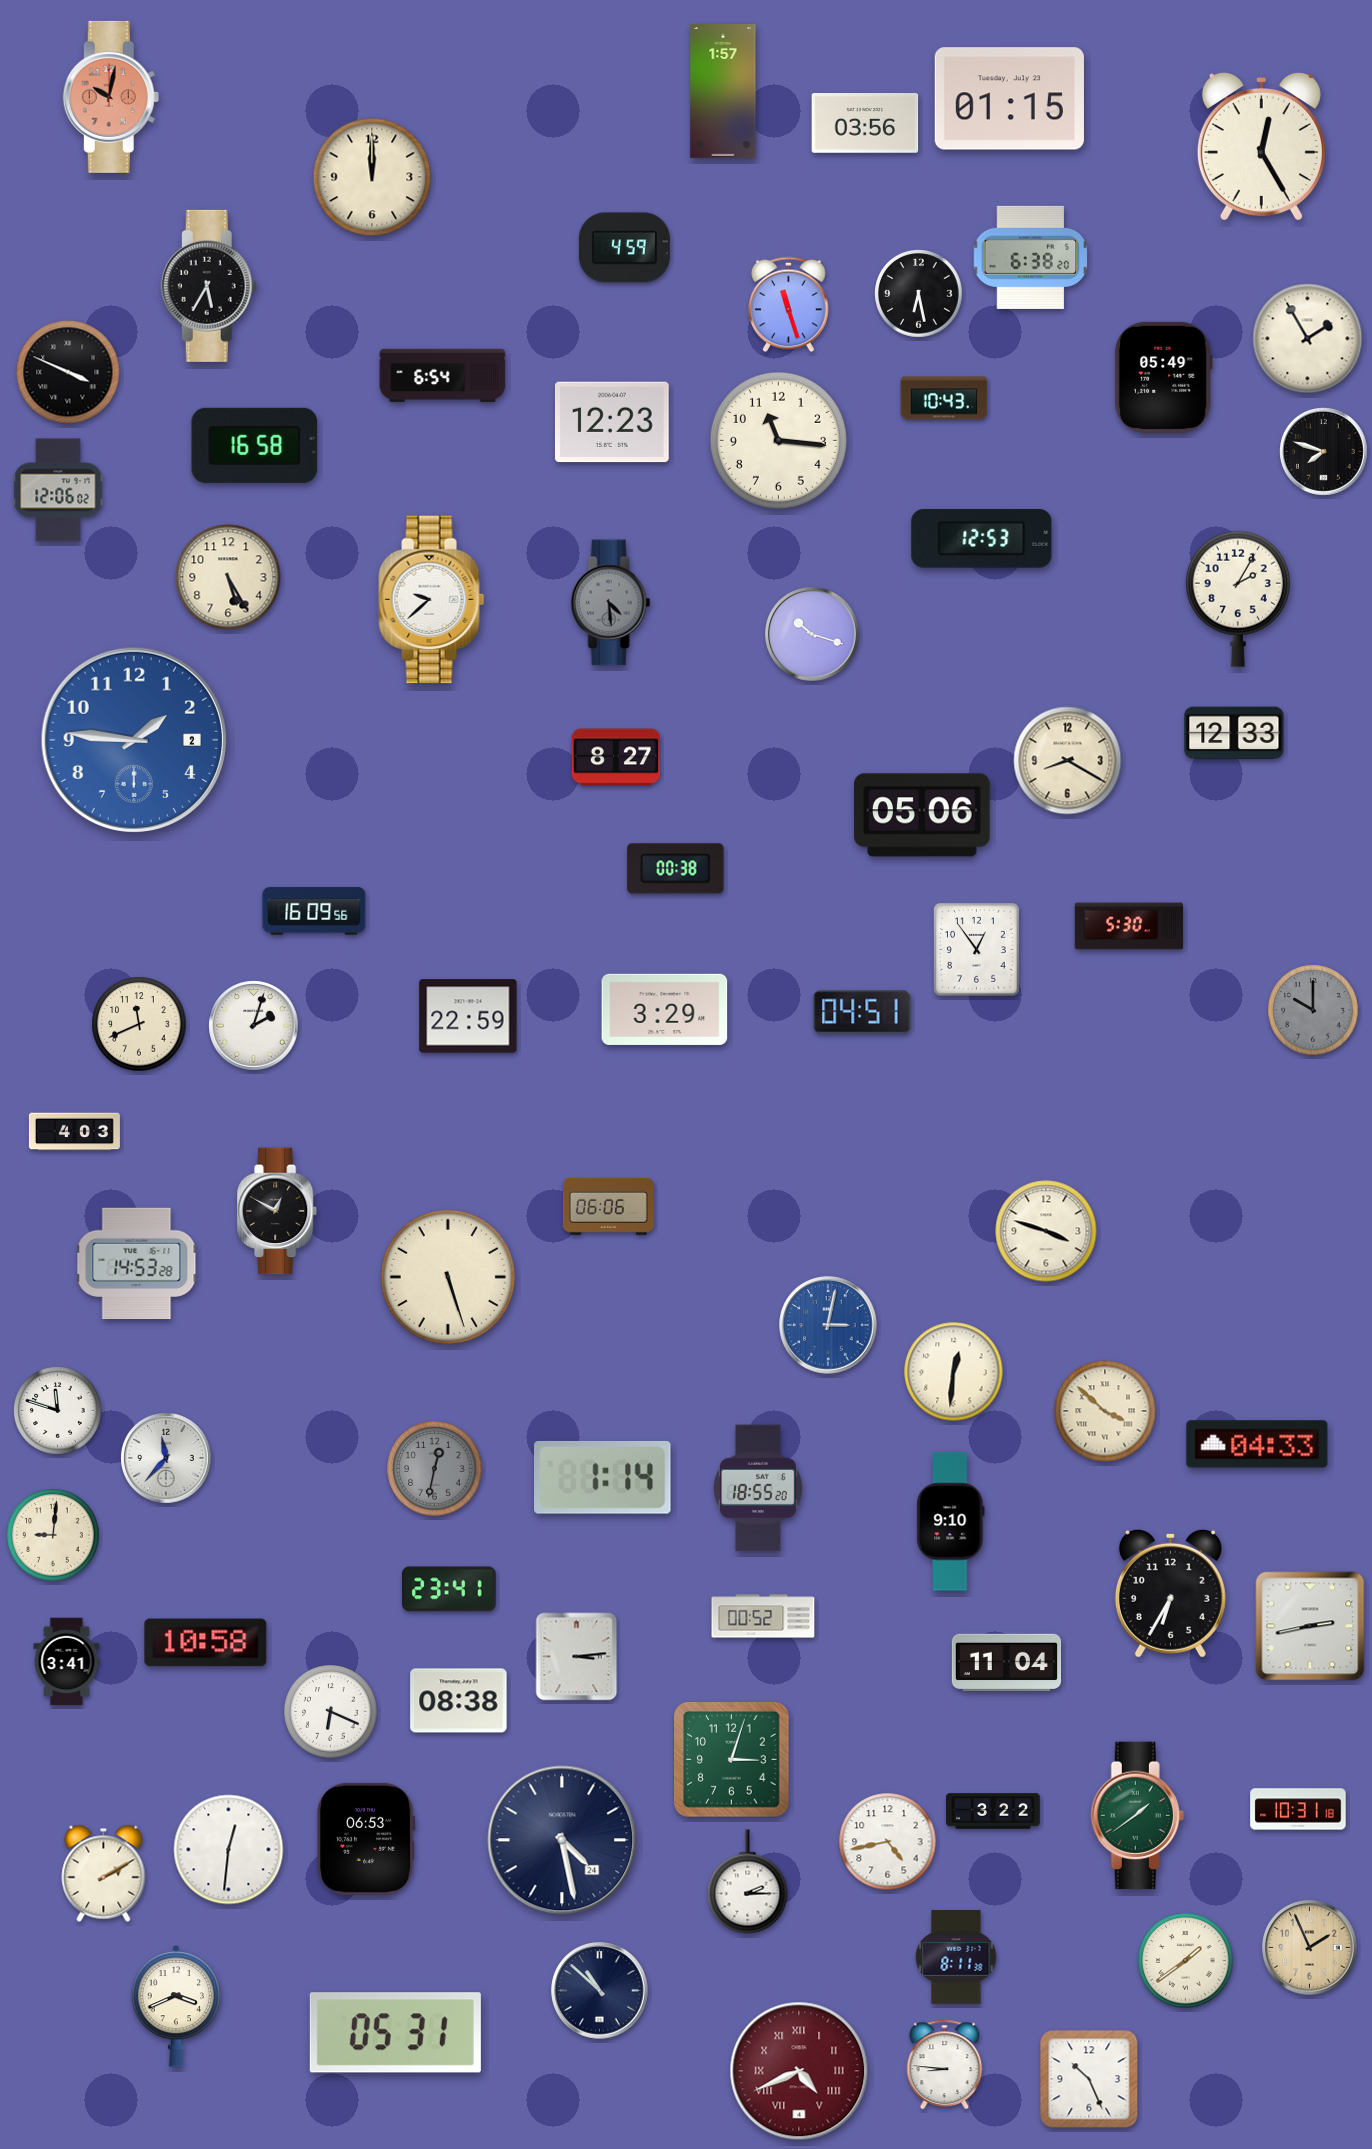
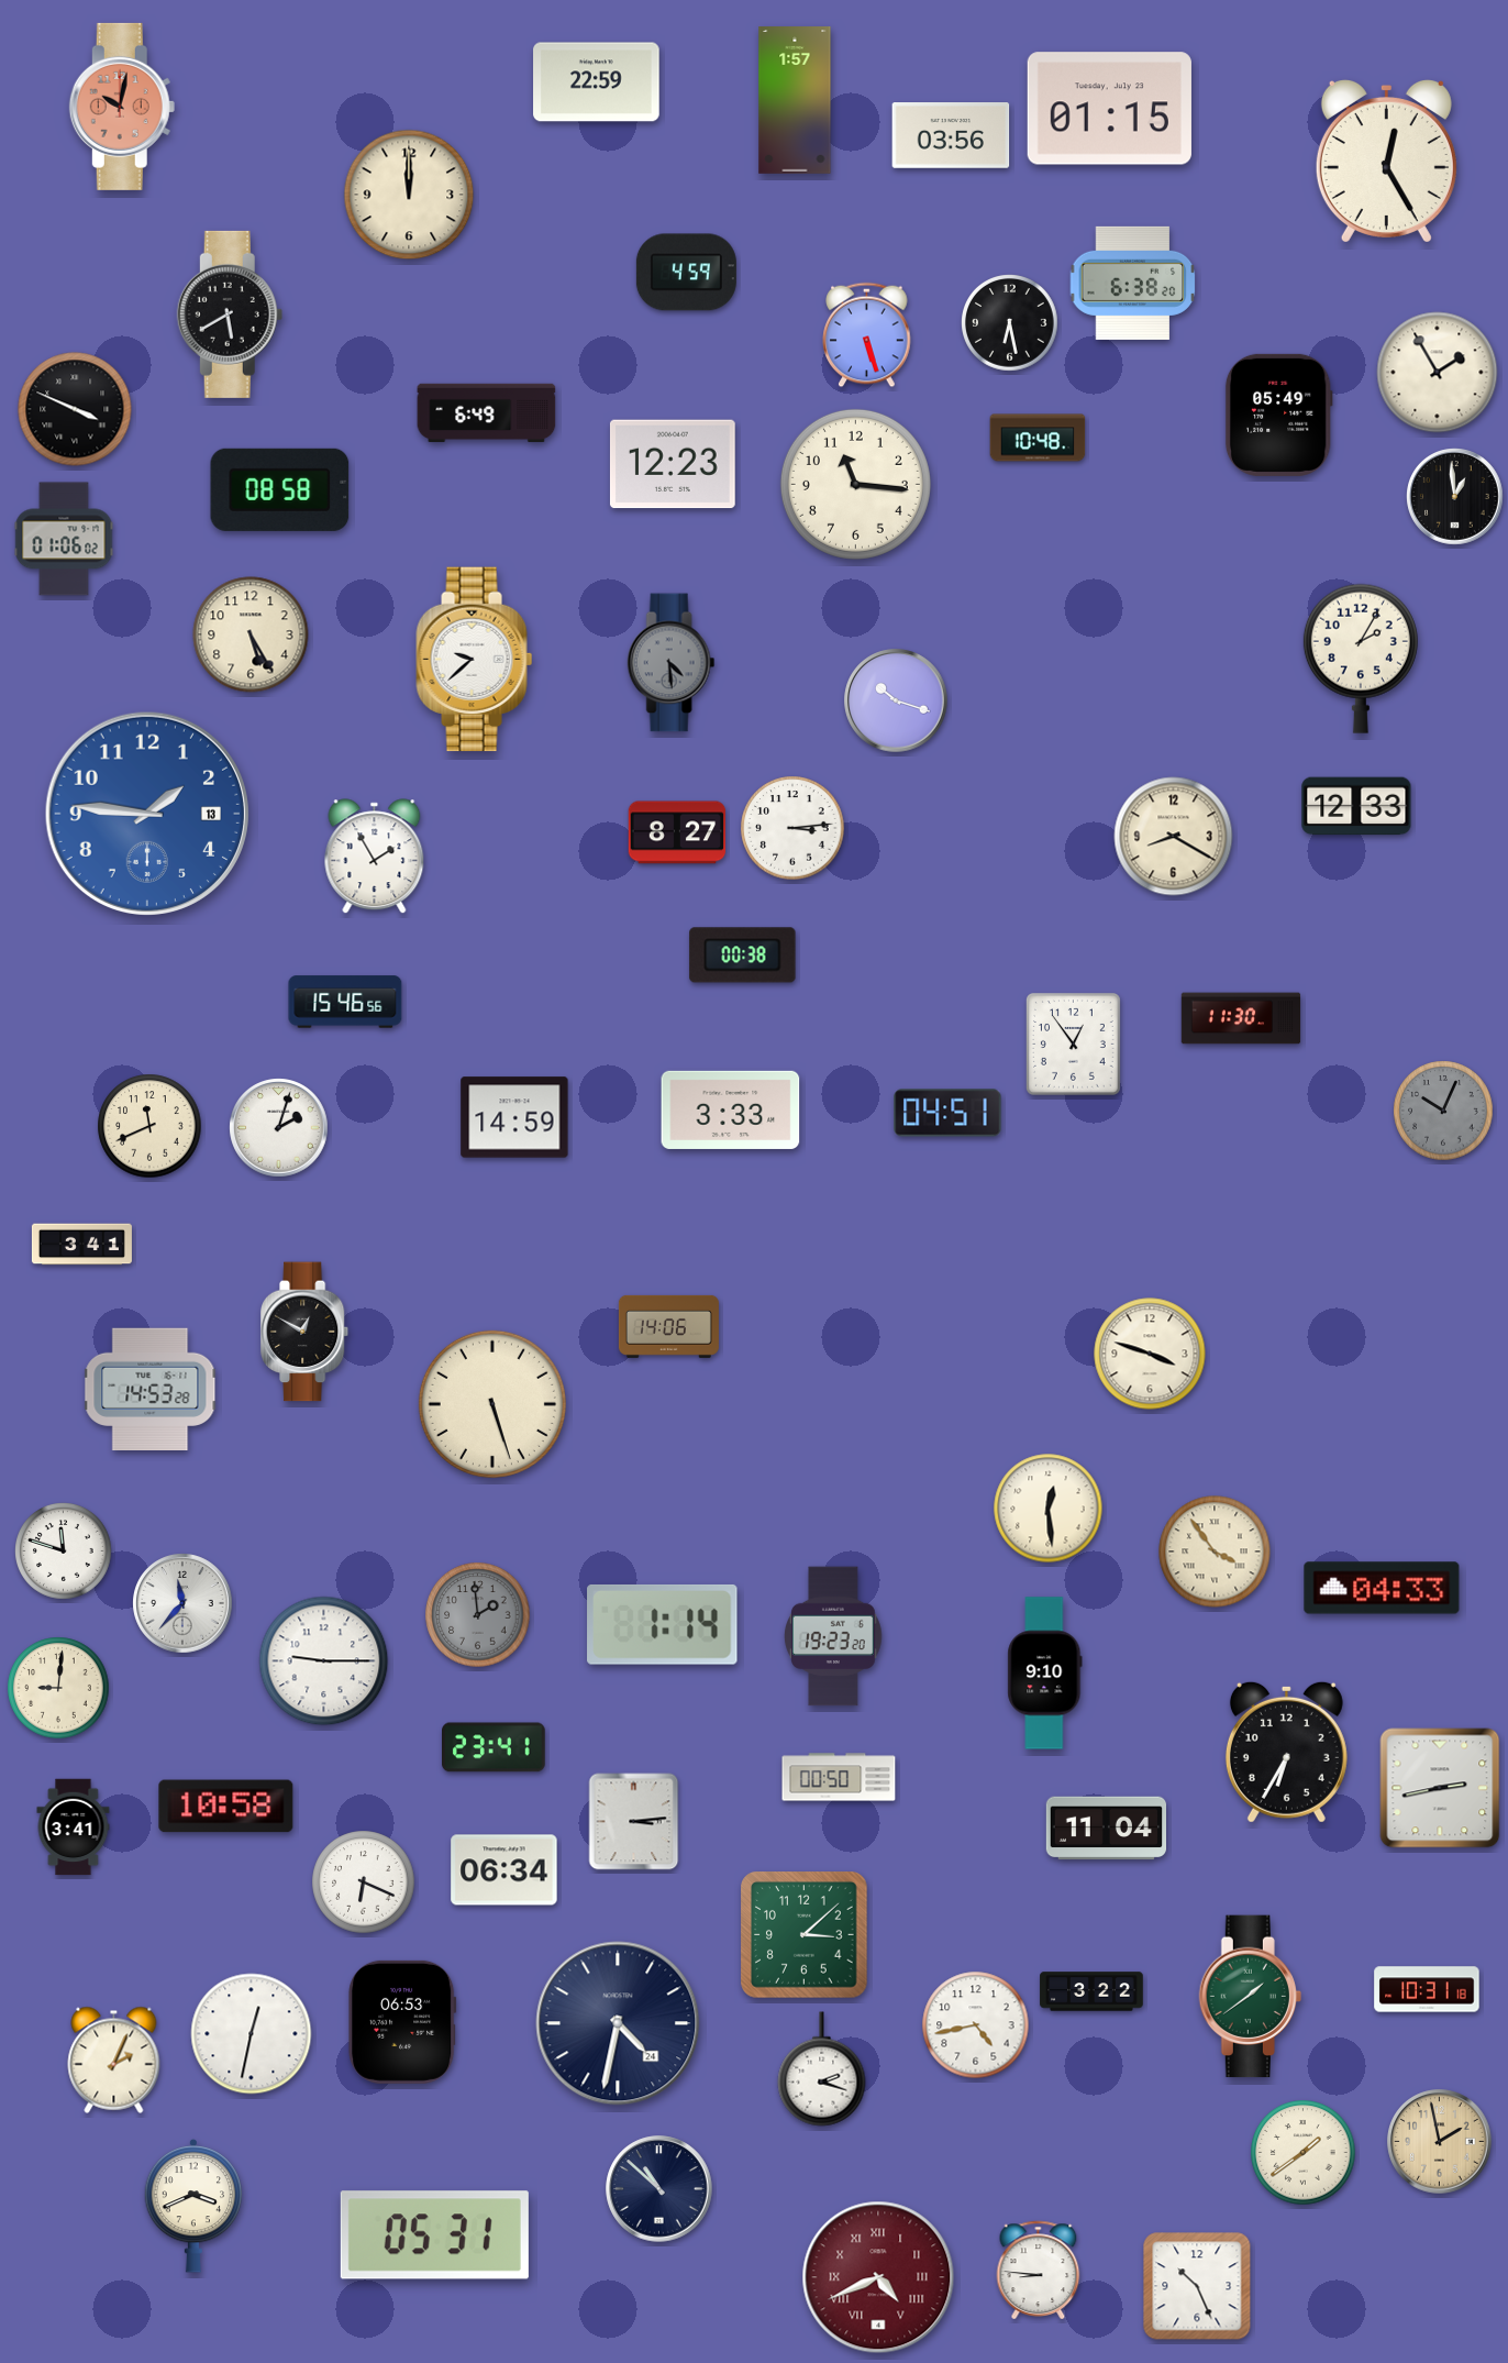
clock at (597, 82): none -> 22:59
clock at (209, 286): 5:35 -> 5:40
clock at (789, 305): 11:27 -> 5:27
clock at (443, 376): 6:54 -> 6:49
clock at (944, 398): 10:43 -> 10:48
clock at (255, 445): 16:58 -> 08:58
clock at (1324, 452): 7:48 -> 12:59
clock at (58, 490): 12:06 -> 01:06
clock at (982, 539): 12:53 -> none
clock at (812, 634) position: (812, 634) -> (896, 700)
clock at (134, 740) date: 2 -> 13
clock at (792, 828): none -> 3:14
clock at (375, 857): none -> 1:55
clock at (922, 815): 05:06 -> none
clock at (314, 911): 16:09 -> 15:46
clock at (1129, 926): 5:30 -> 11:30
clock at (665, 1009): 3:29 -> 3:33
clock at (1313, 1010): 10:00 -> 10:04
clock at (468, 1016): 22:59 -> 14:59
clock at (139, 1024) position: (139, 1024) -> (149, 1126)
clock at (74, 1132): 4:03 -> 3:41
clock at (608, 1206): 06:06 -> 14:06
clock at (828, 1325): 3:02 -> none
clock at (954, 1372): 12:31 -> 12:29
clock at (1105, 1411): 3:52 -> 3:54
clock at (435, 1469): 12:32 -> 1:59
clock at (759, 1488): 18:55 -> 19:23
clock at (324, 1661): none -> 9:15
clock at (763, 1616): 00:52 -> 00:50
clock at (459, 1701): 08:38 -> 06:34
clock at (732, 1760): 3:03 -> 3:08
clock at (562, 1840): 4:28 -> 4:32
clock at (229, 1850): 12:31 -> 12:32
clock at (104, 1873): 2:10 -> 2:04
clock at (748, 1882): 2:15 -> 2:18
clock at (1310, 1948): 1:56 -> 1:58
clock at (956, 1957): 8:11 -> none
clock at (1186, 1961) position: (1186, 1961) -> (1304, 2153)
